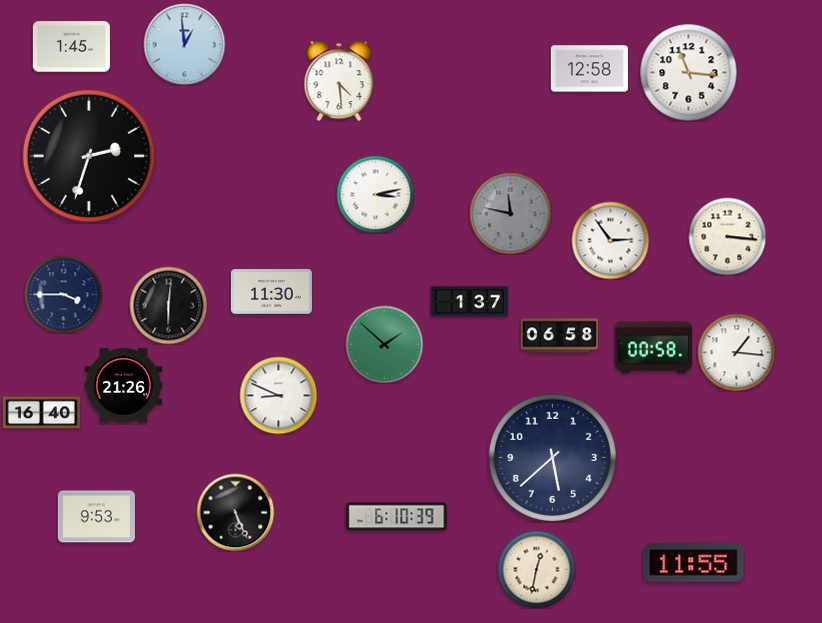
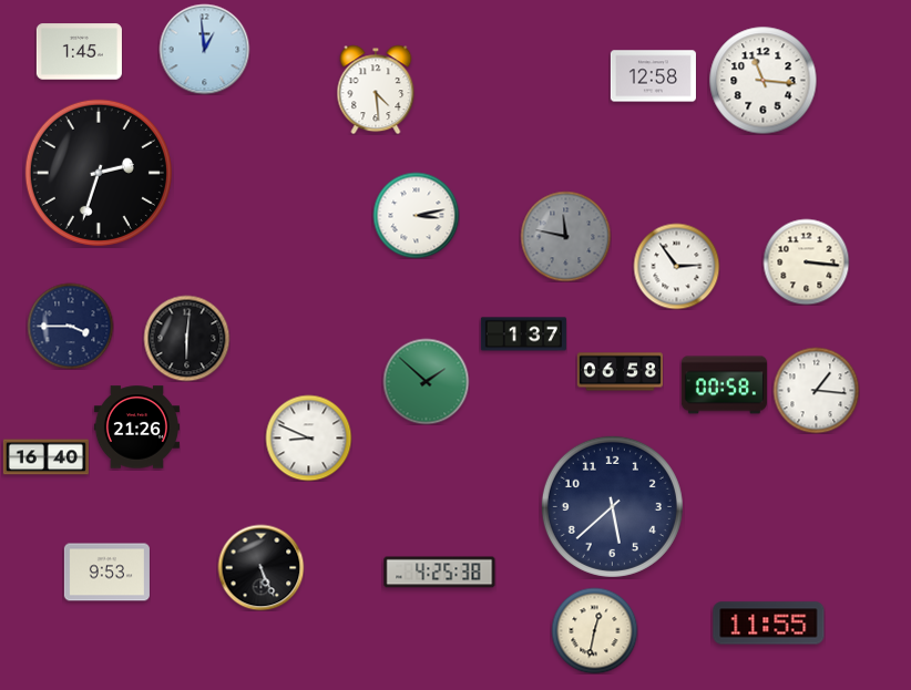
clock at (271, 292): 11:30 -> none
clock at (469, 302) position: (469, 302) -> (523, 334)
clock at (397, 517): 6:10 -> 4:25
